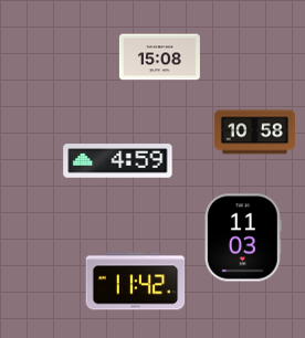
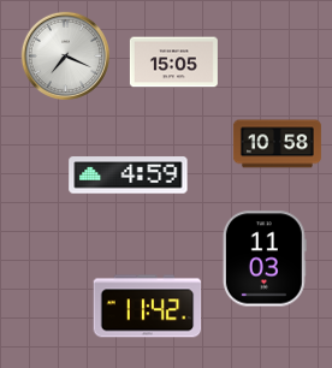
clock at (65, 55): none -> 7:19
clock at (159, 57): 15:08 -> 15:05
